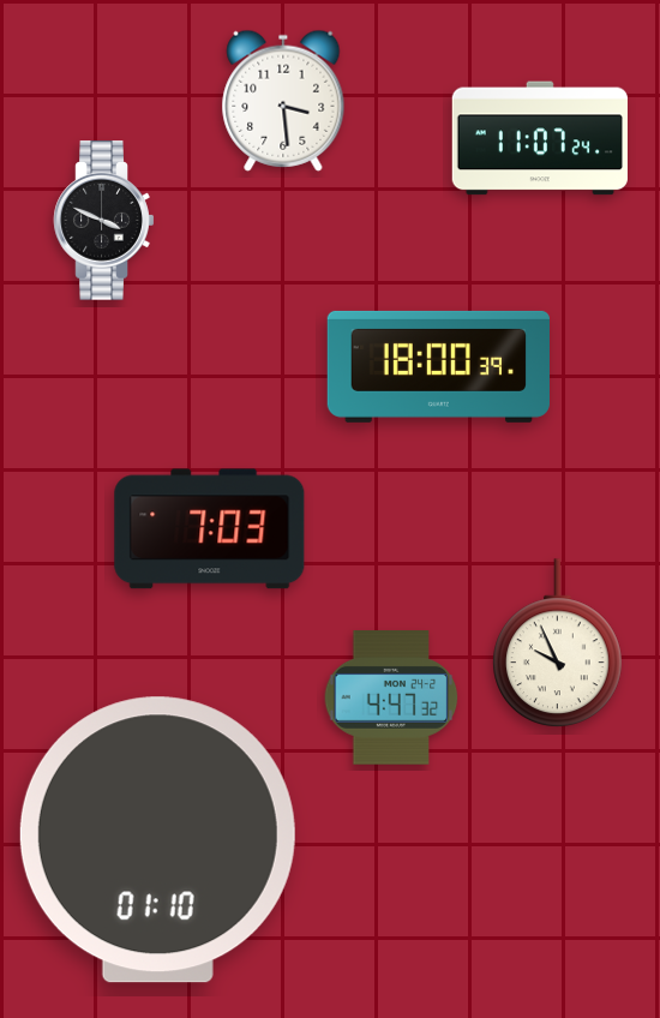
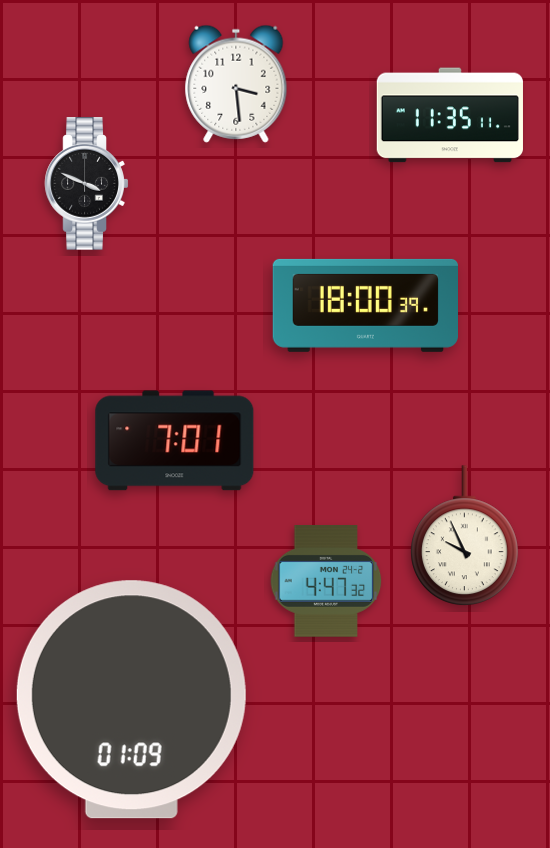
clock at (540, 138): 11:07 -> 11:35
clock at (210, 529): 7:03 -> 7:01
clock at (157, 840): 01:10 -> 01:09
